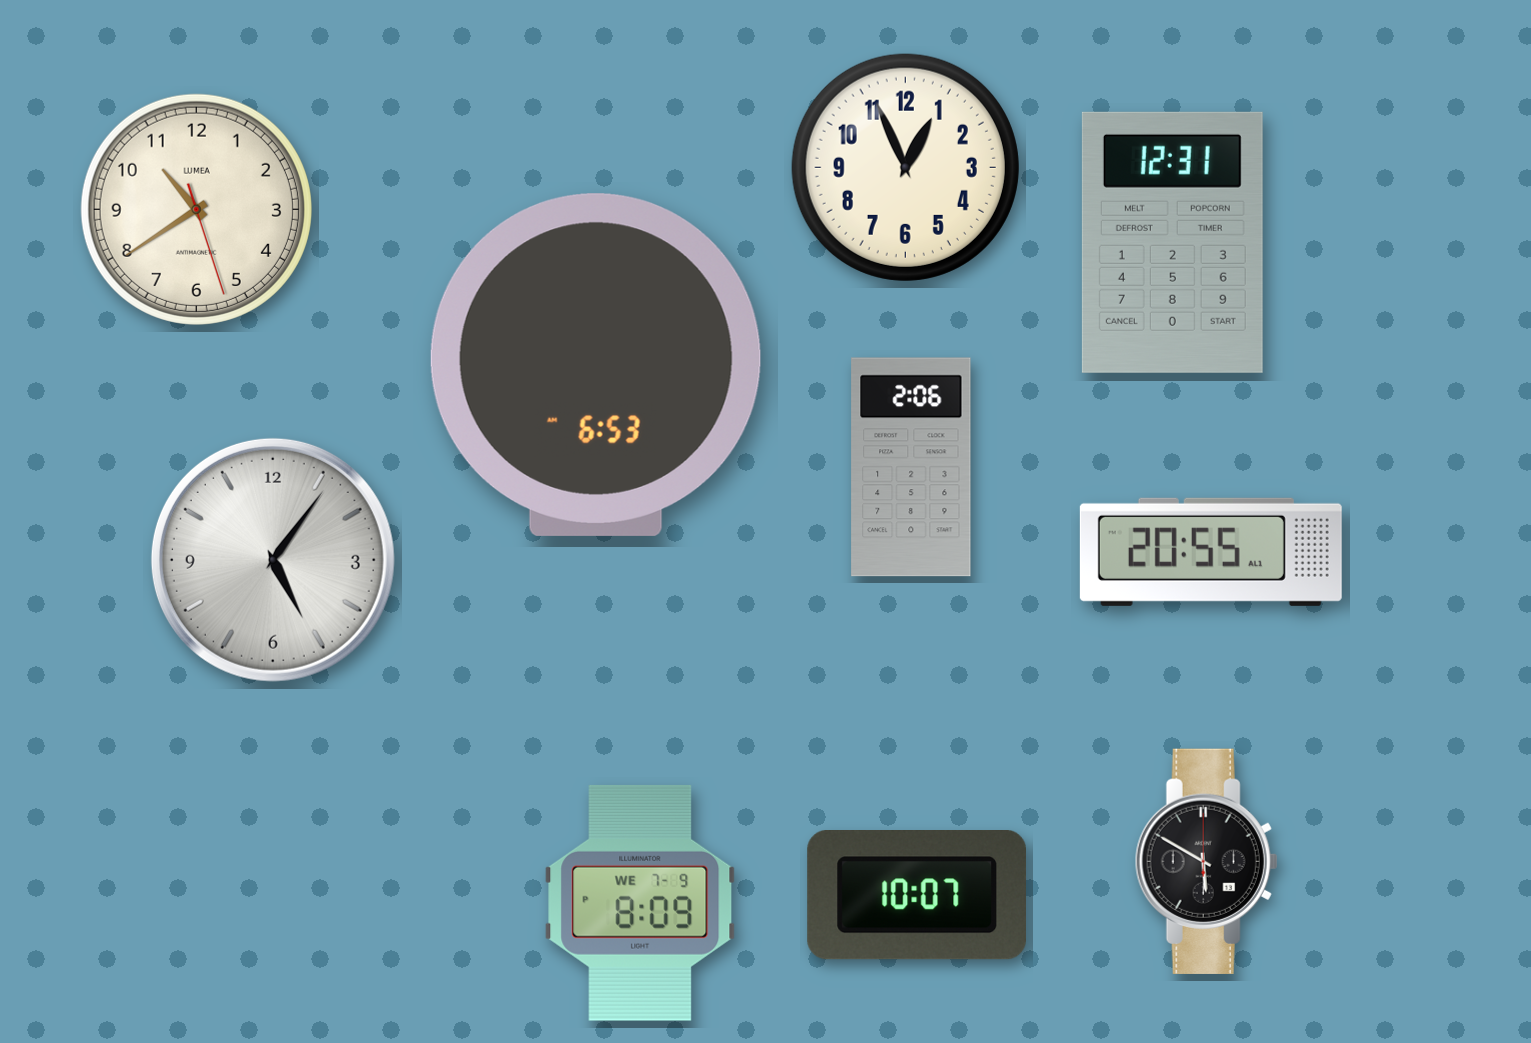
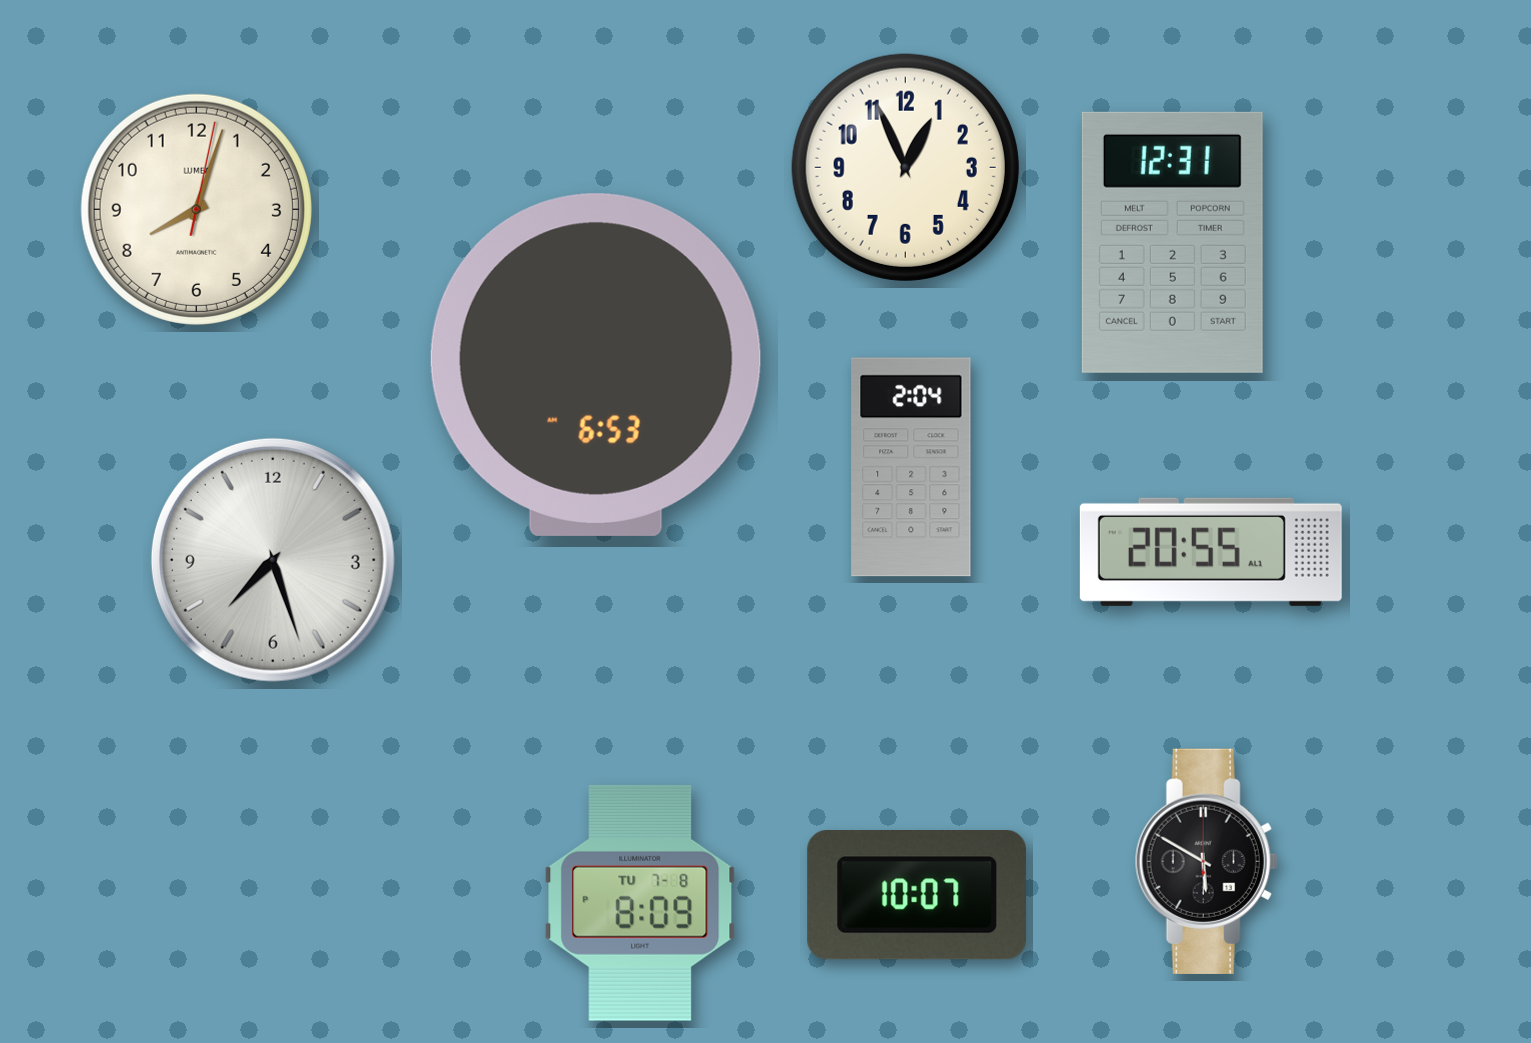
clock at (196, 209): 10:39 -> 8:03
clock at (911, 467): 2:06 -> 2:04
clock at (273, 560): 5:06 -> 7:27
clock at (640, 903) date: WE 7-9 -> TU 7-8
